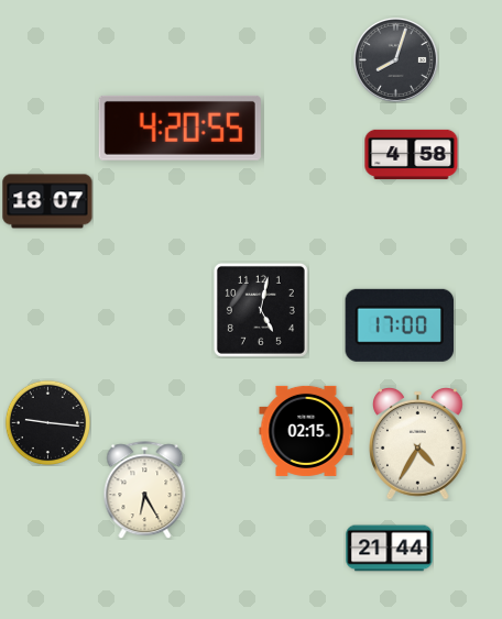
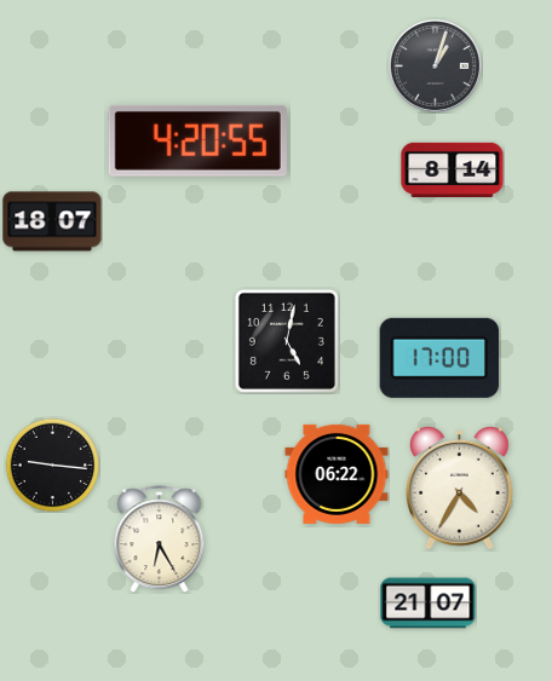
clock at (395, 59): 8:03 -> 1:03
clock at (412, 154): 4:58 -> 8:14
clock at (306, 431): 02:15 -> 06:22
clock at (390, 549): 21:44 -> 21:07
